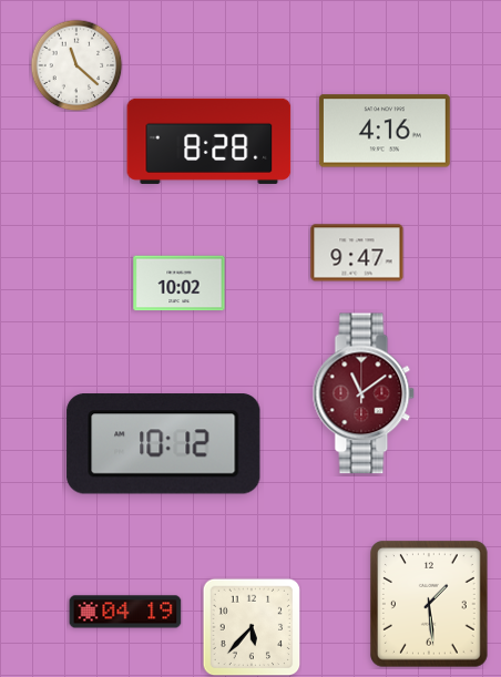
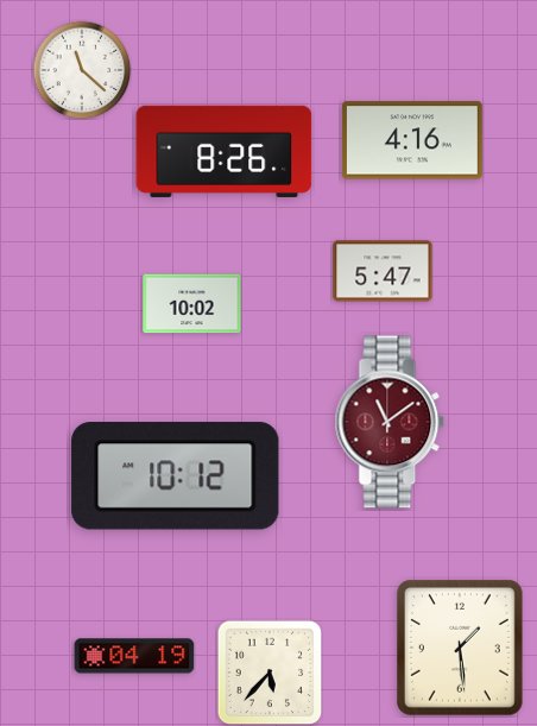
clock at (209, 141): 8:28 -> 8:26
clock at (357, 253): 9:47 -> 5:47
